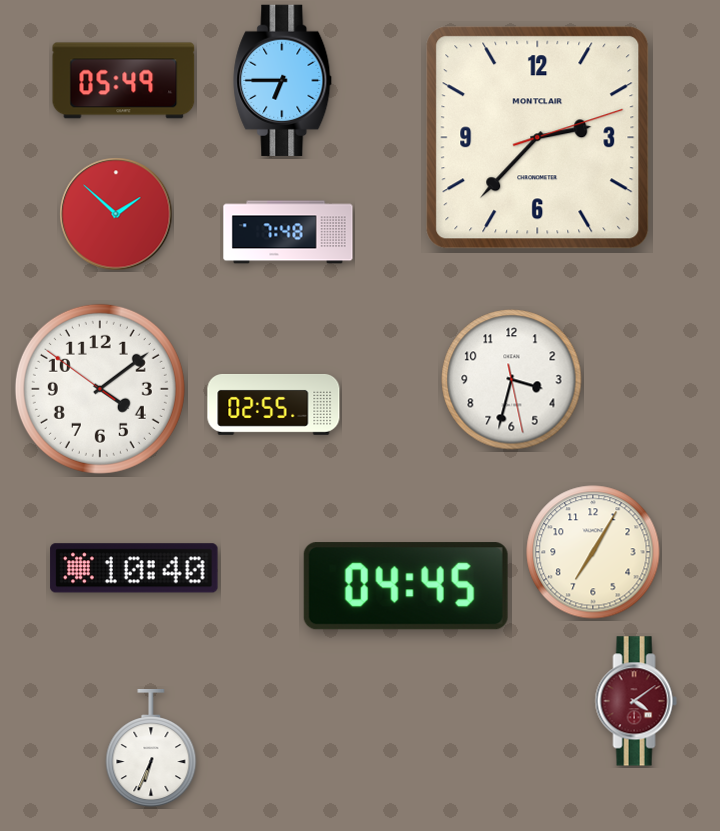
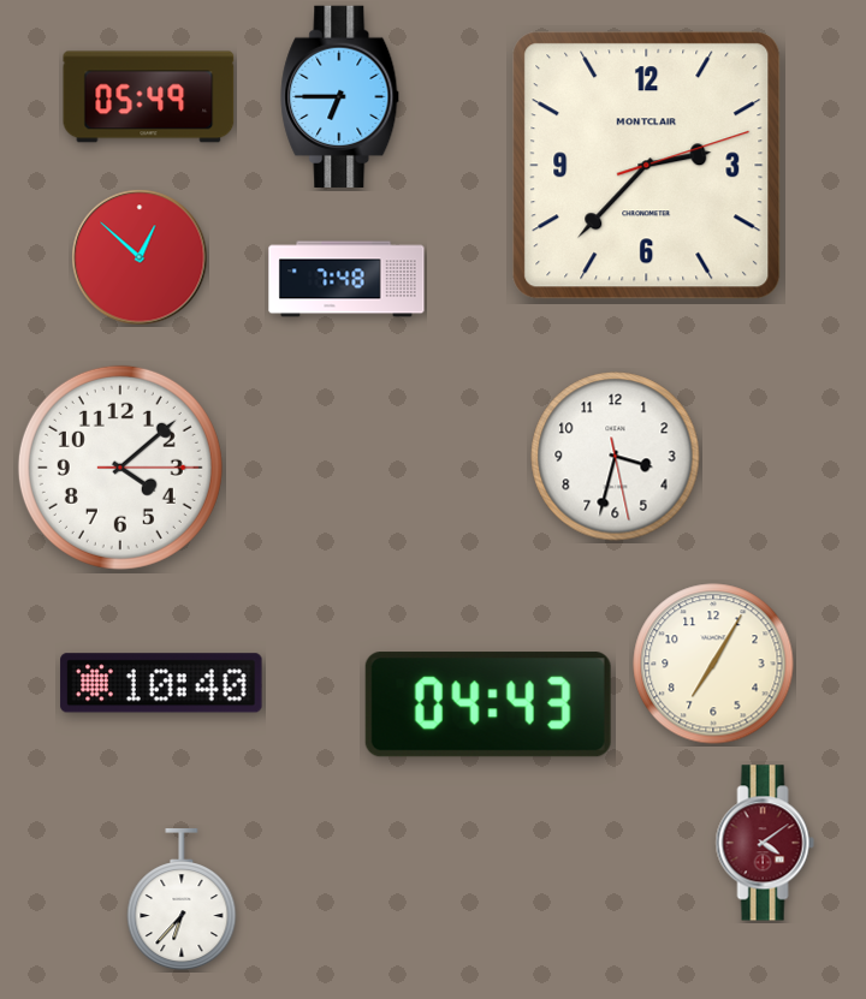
clock at (116, 214): 1:52 -> 12:52
clock at (100, 389): 4:08:51 -> 4:08:15
clock at (274, 404): 02:55 -> none
clock at (406, 586): 04:45 -> 04:43
clock at (151, 749): 6:34 -> 6:37
